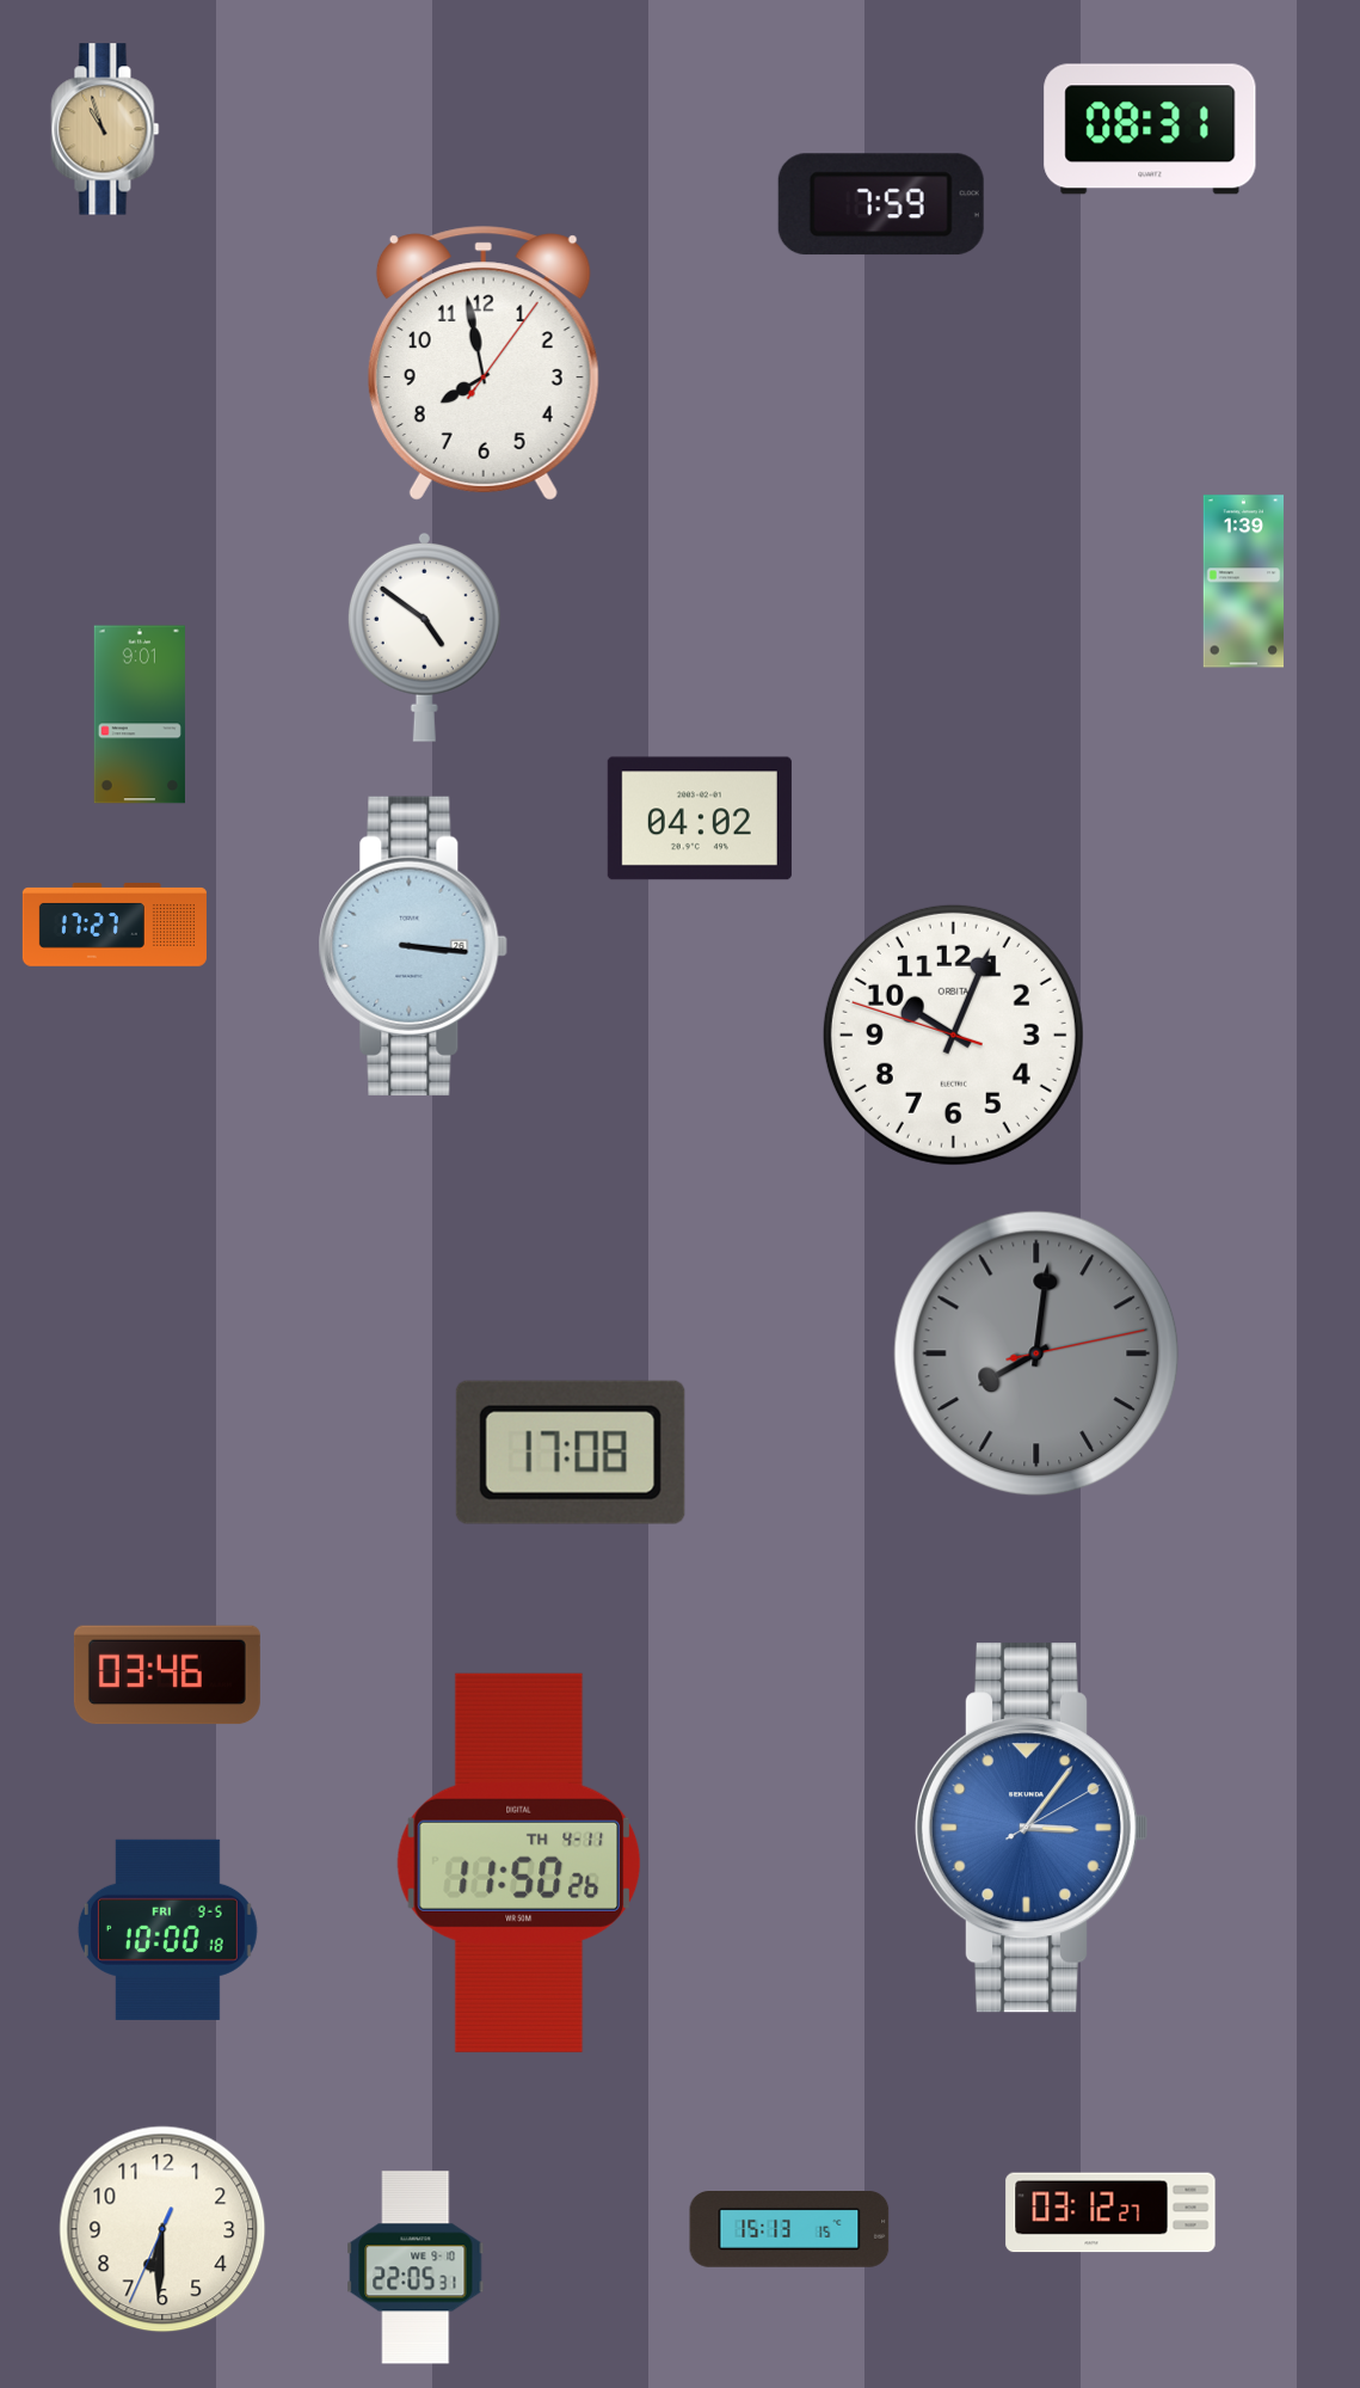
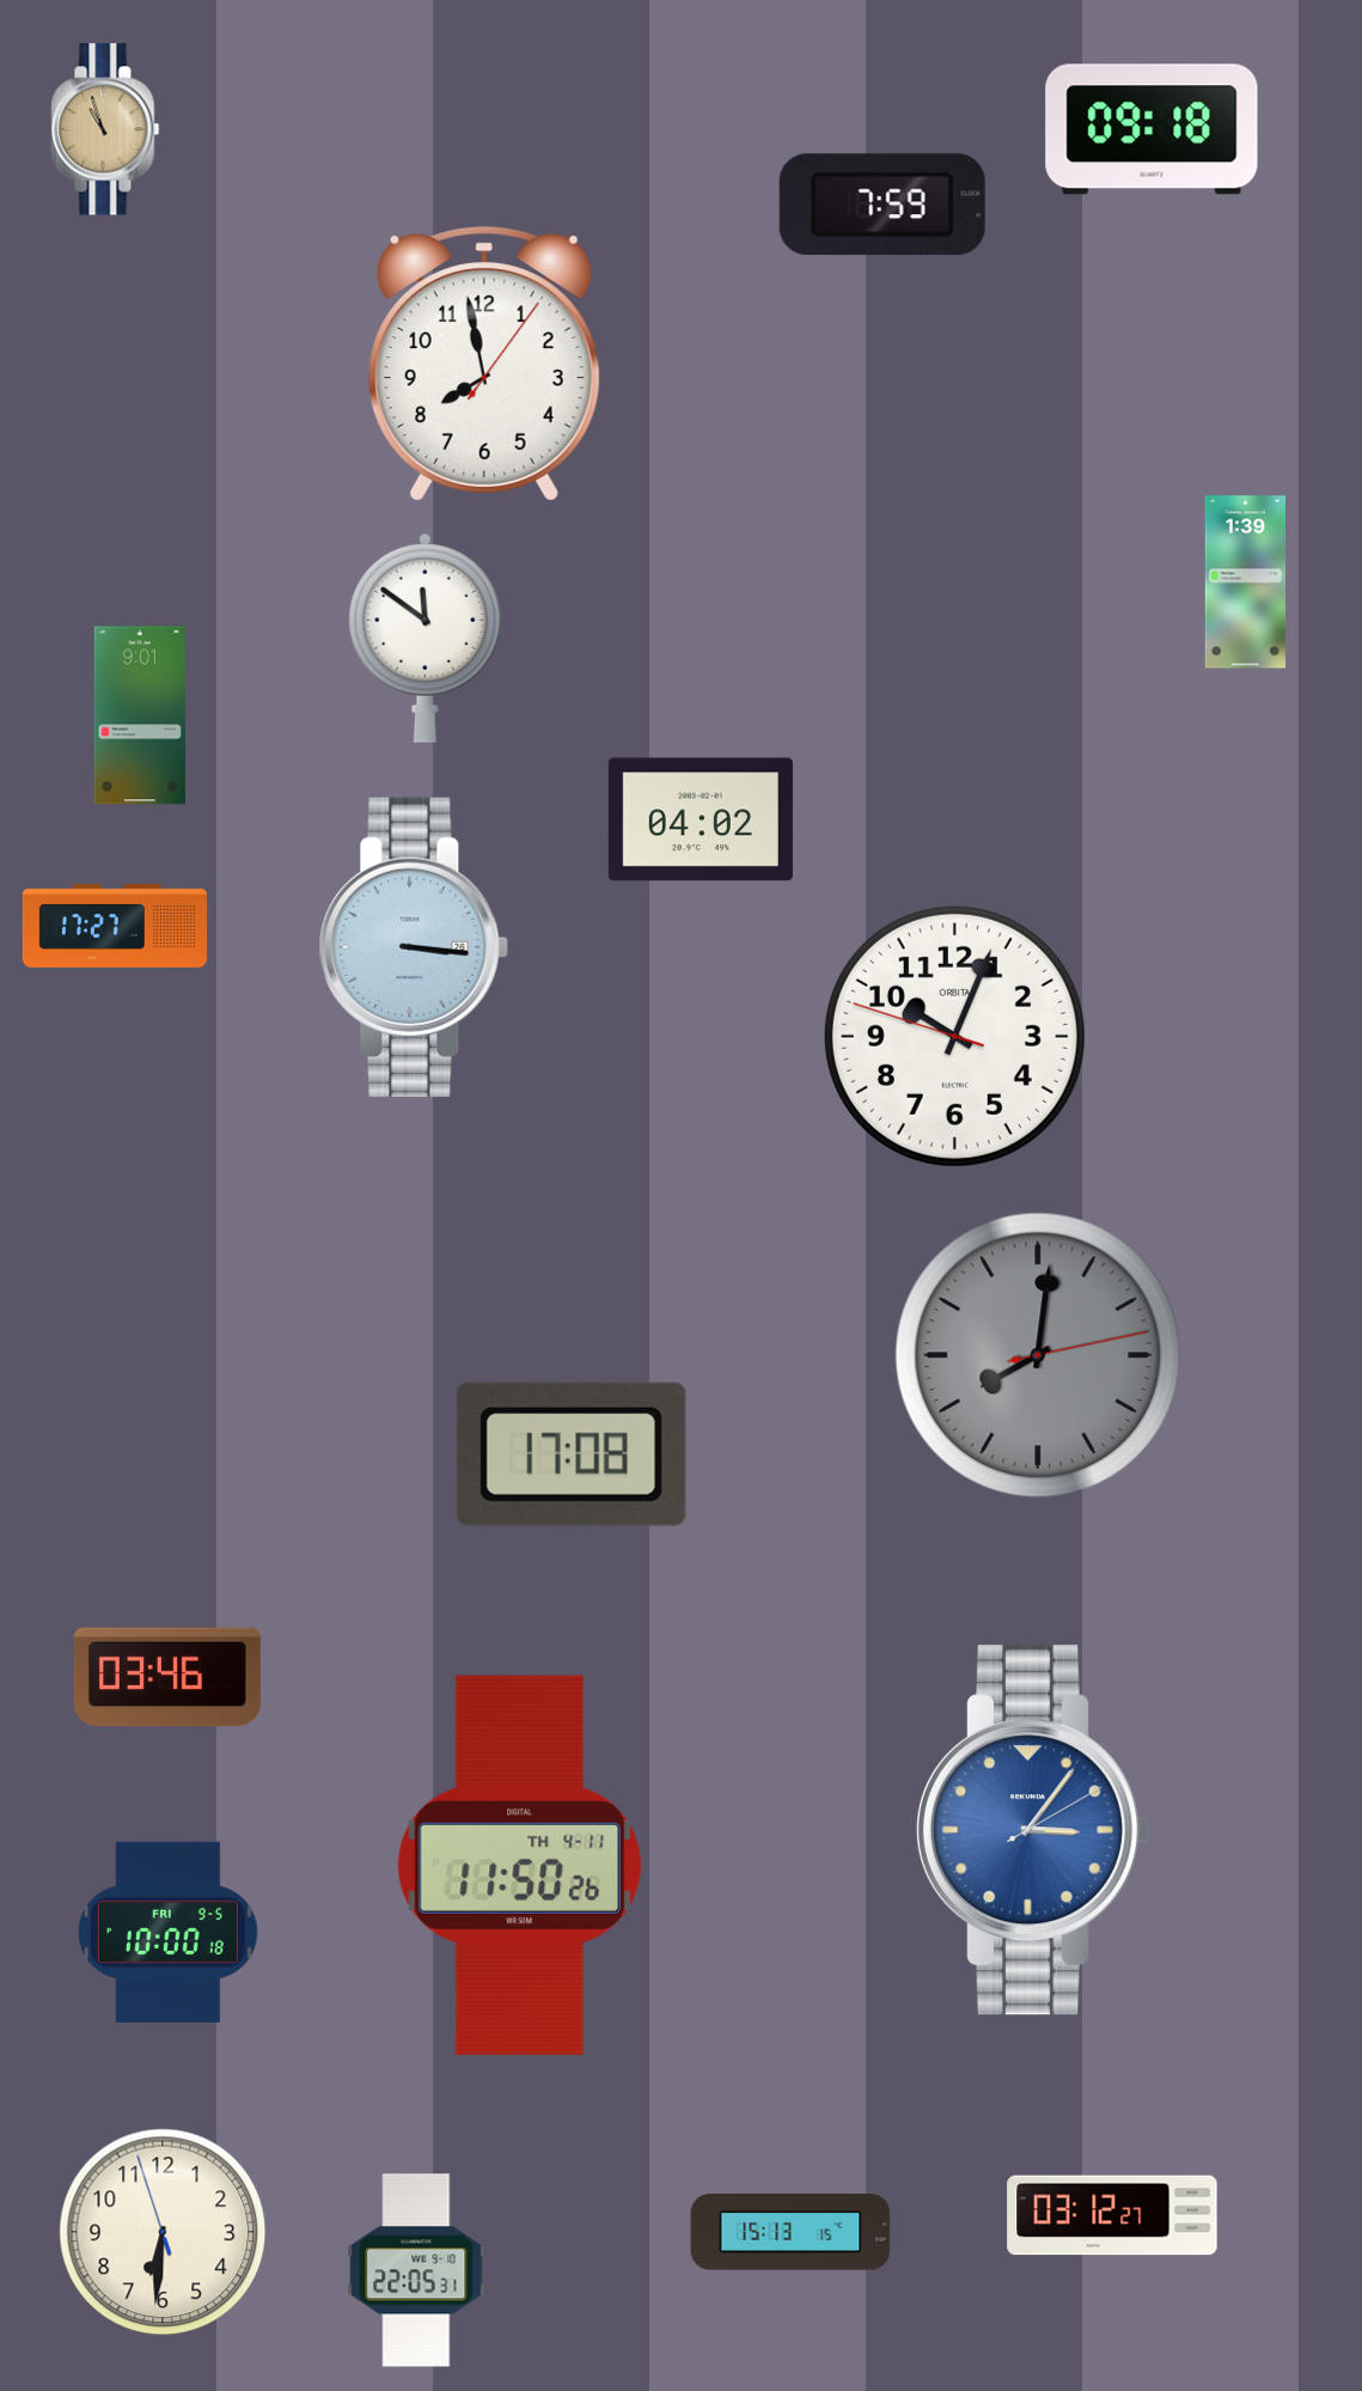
clock at (1150, 129): 08:31 -> 09:18
clock at (424, 637): 4:51 -> 11:51
clock at (162, 2229): 6:30:34 -> 6:30:57
